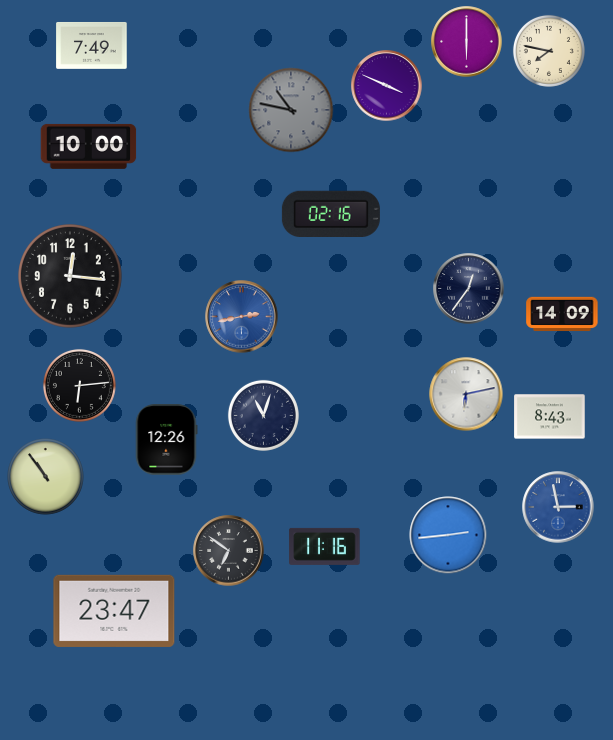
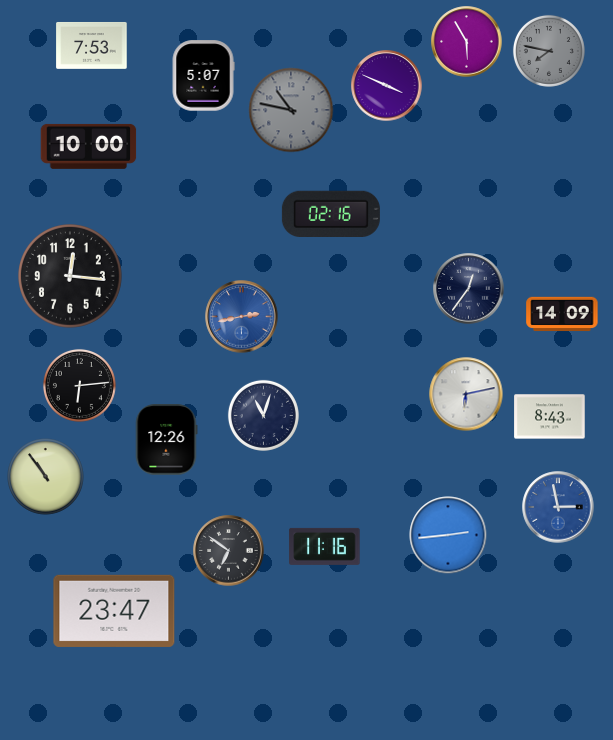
clock at (467, 42): 6:00 -> 5:55
clock at (92, 46): 7:49 -> 7:53
clock at (549, 51) dial: cream -> grey
clock at (203, 76): none -> 5:07
